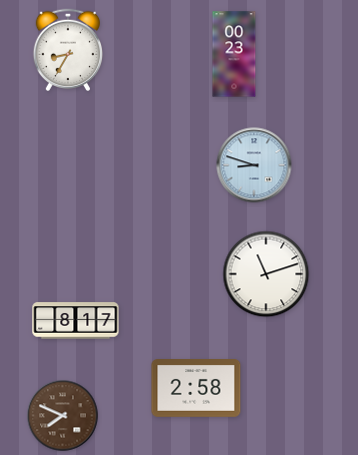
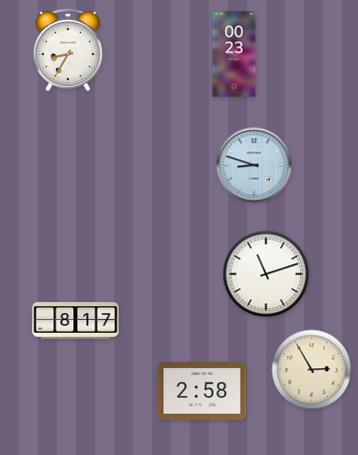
clock at (312, 370): none -> 2:55
clock at (196, 389) position: (196, 389) -> (202, 392)
clock at (63, 416): 7:49 -> none
